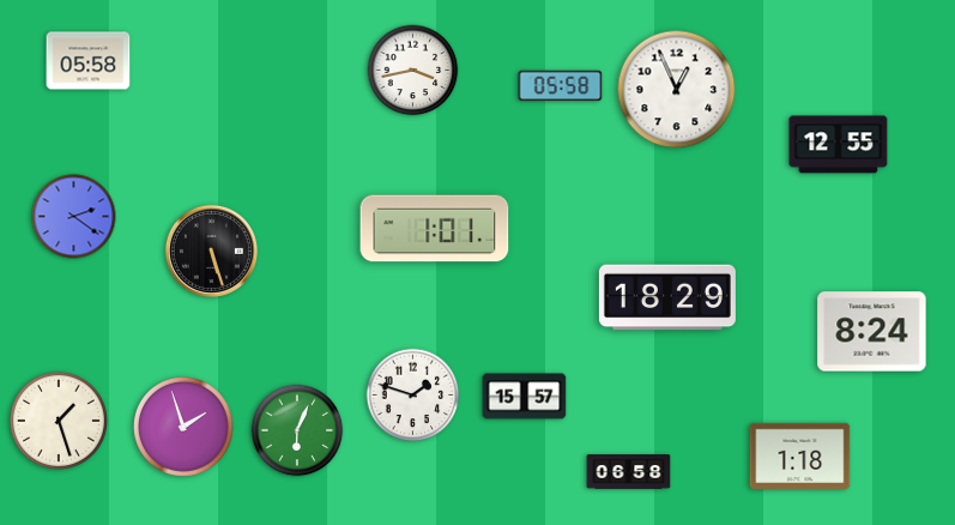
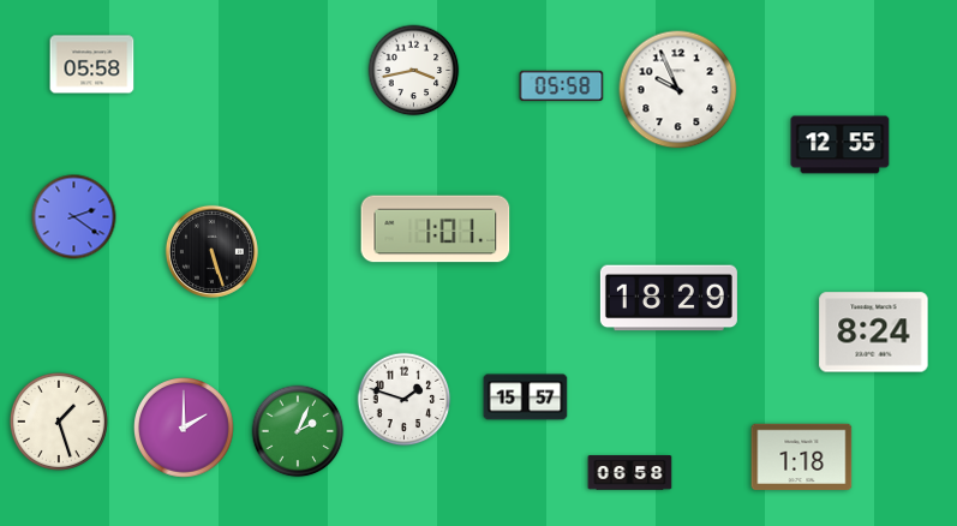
clock at (89, 61) position: (89, 61) -> (92, 65)
clock at (677, 90): 12:56 -> 9:56
clock at (413, 396) position: (413, 396) -> (405, 400)
clock at (185, 428): 1:57 -> 2:00
clock at (297, 430): 6:04 -> 2:04
